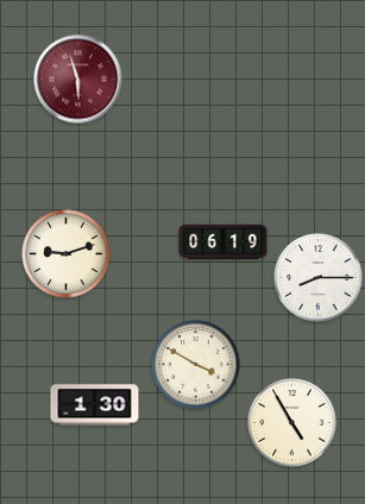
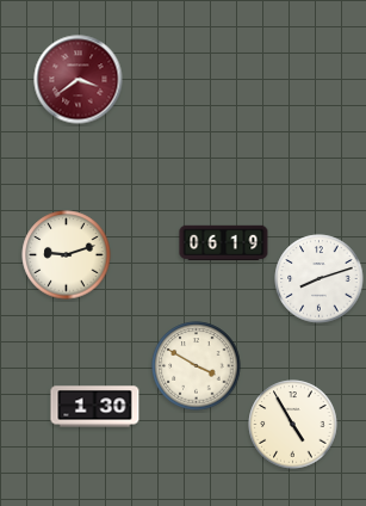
clock at (78, 80): 5:57 -> 3:39
clock at (319, 278): 8:15 -> 8:12
